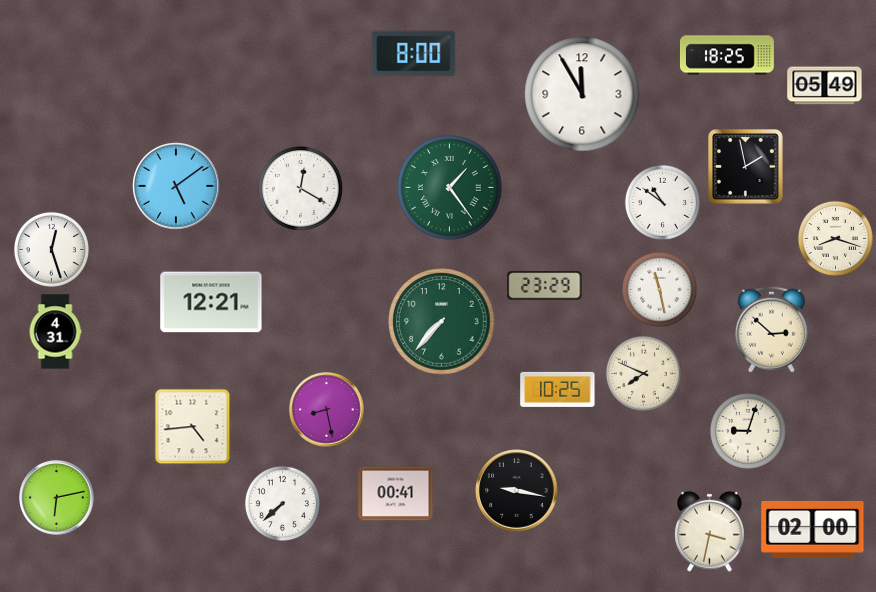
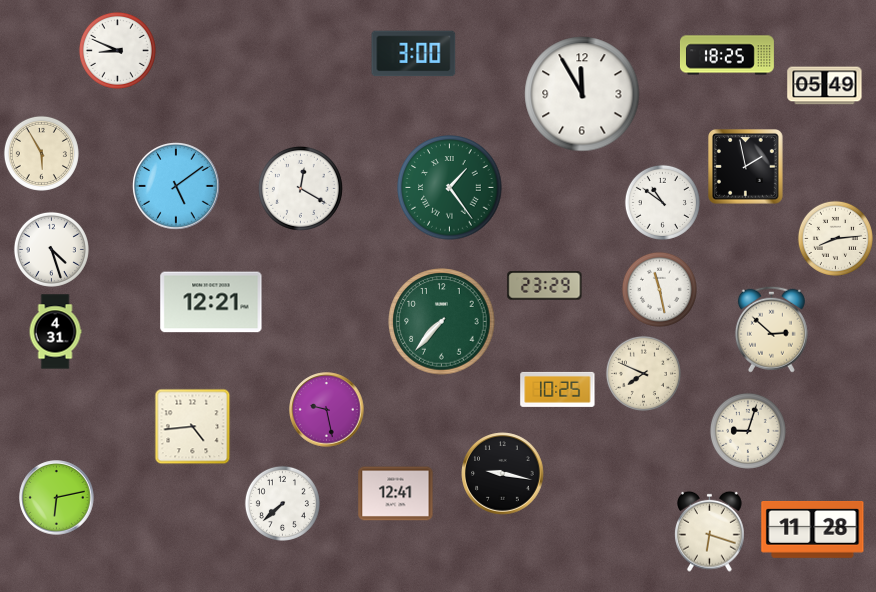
clock at (117, 50): none -> 8:49
clock at (414, 54): 8:00 -> 3:00
clock at (41, 153): none -> 5:55
clock at (835, 238): 8:18 -> 8:14
clock at (51, 249): 12:27 -> 4:27
clock at (327, 410): 8:28 -> 9:28
clock at (517, 491) position: (517, 491) -> (503, 474)
clock at (396, 494): 00:41 -> 12:41
clock at (813, 529): 02:00 -> 11:28
clock at (710, 531): 3:32 -> 6:18
